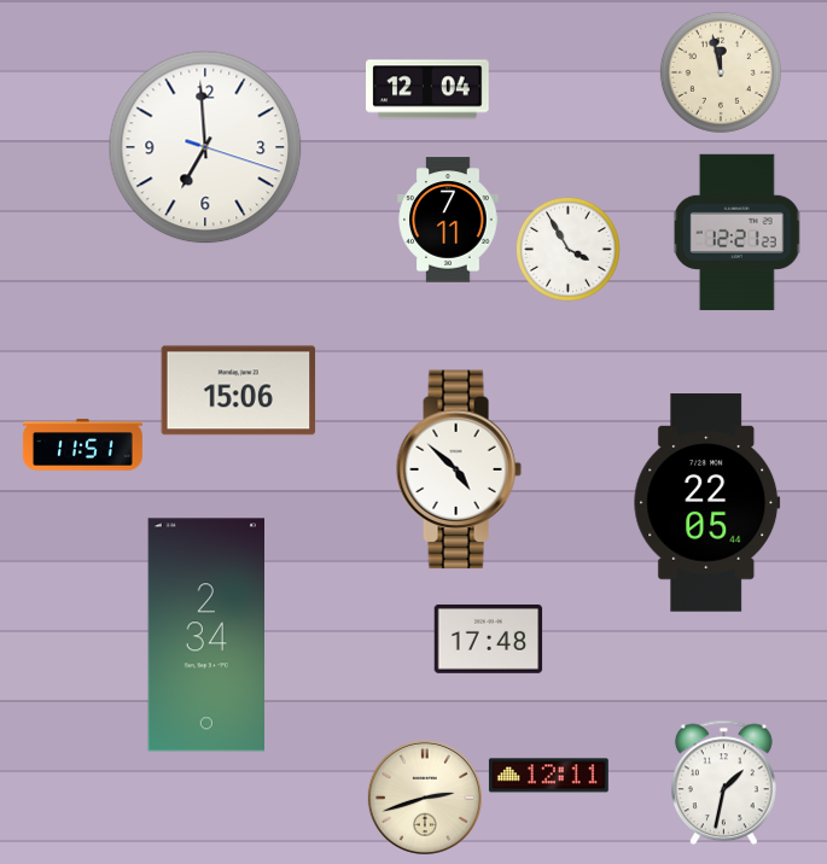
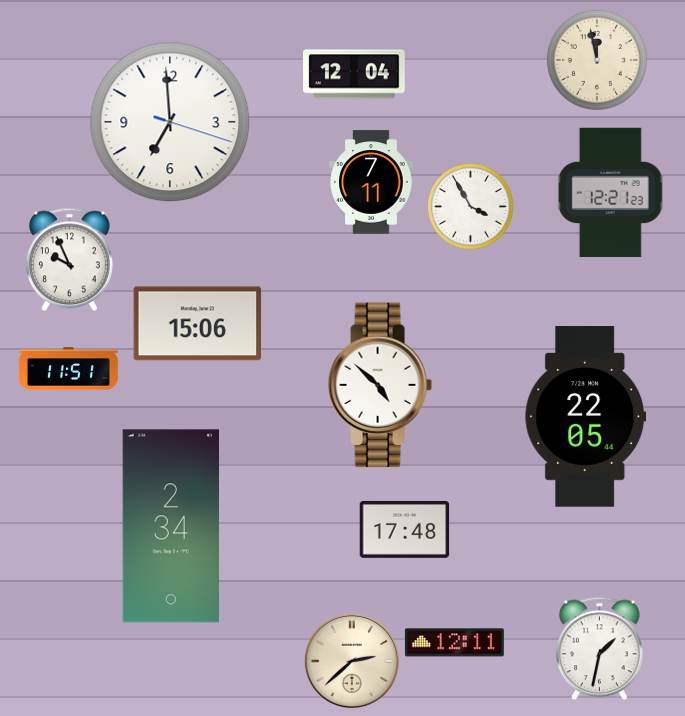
clock at (69, 260): none -> 9:56
clock at (459, 469) position: (459, 469) -> (380, 385)
clock at (425, 798): 2:42 -> 2:38
